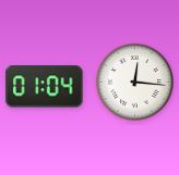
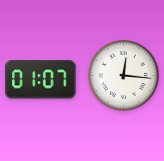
clock at (45, 87): 01:04 -> 01:07
